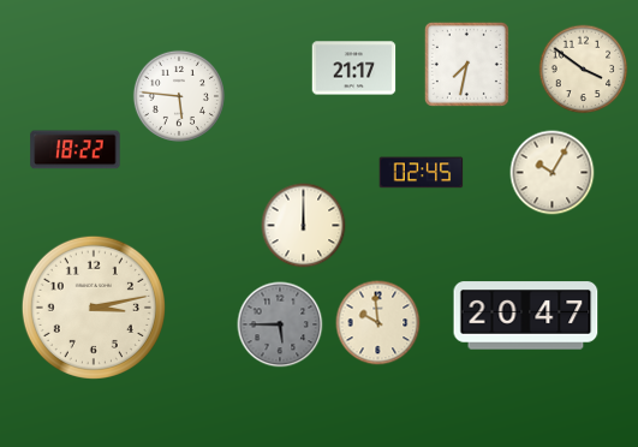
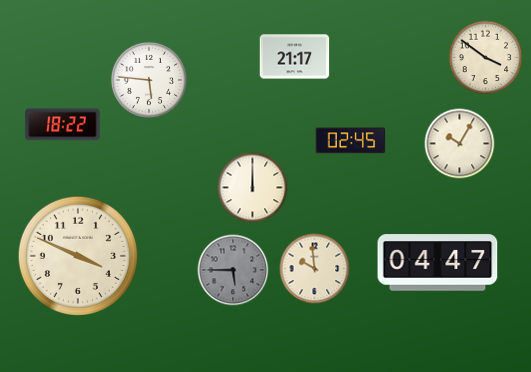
clock at (466, 64): 7:32 -> none
clock at (422, 173) position: (422, 173) -> (351, 141)
clock at (94, 308): 3:13 -> 3:49
clock at (526, 316): 20:47 -> 04:47
